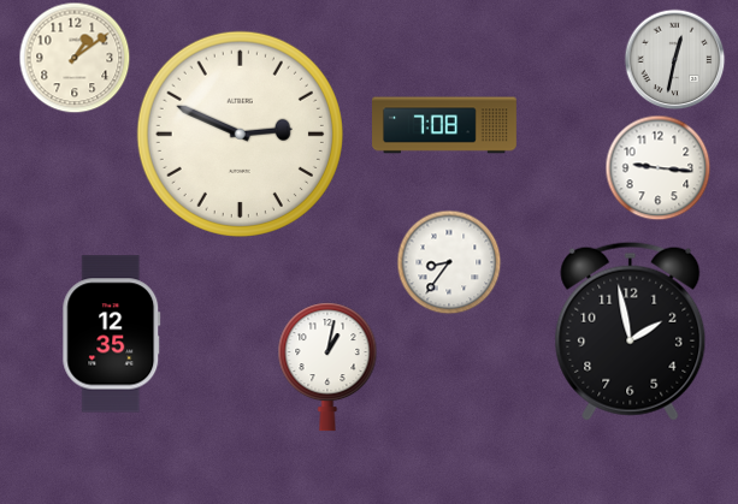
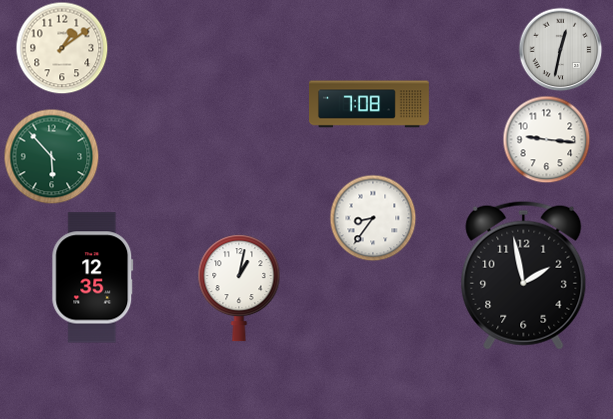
clock at (240, 134): 2:49 -> none
clock at (51, 156): none -> 5:53
clock at (327, 367) position: (327, 367) -> (239, 288)
